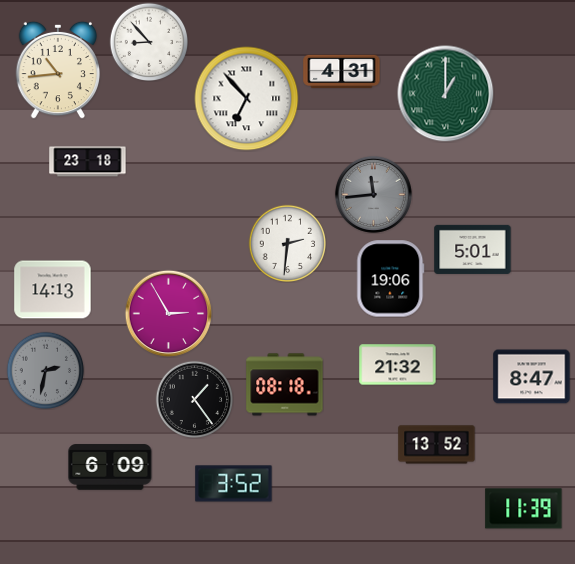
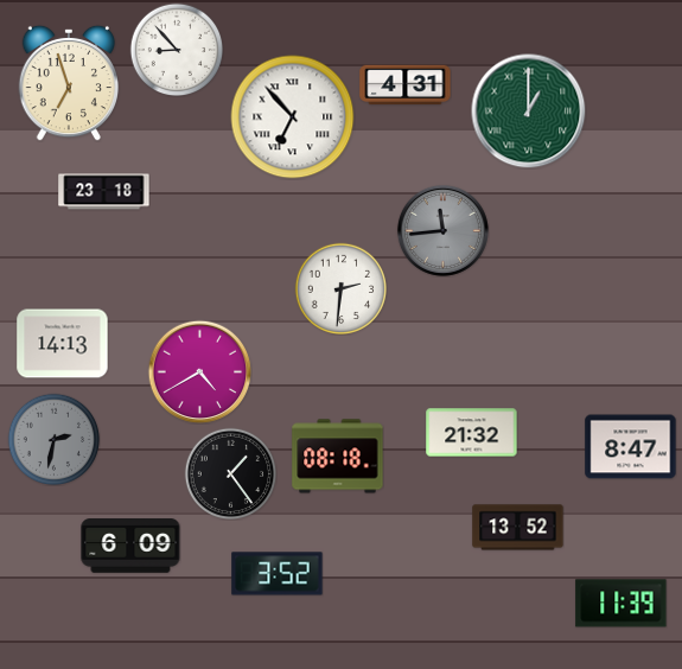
clock at (58, 70): 10:44 -> 6:57
clock at (473, 249): 5:01 -> none
clock at (391, 279): 19:06 -> none
clock at (168, 313): 2:55 -> 4:40
clock at (110, 467) position: (110, 467) -> (130, 546)
